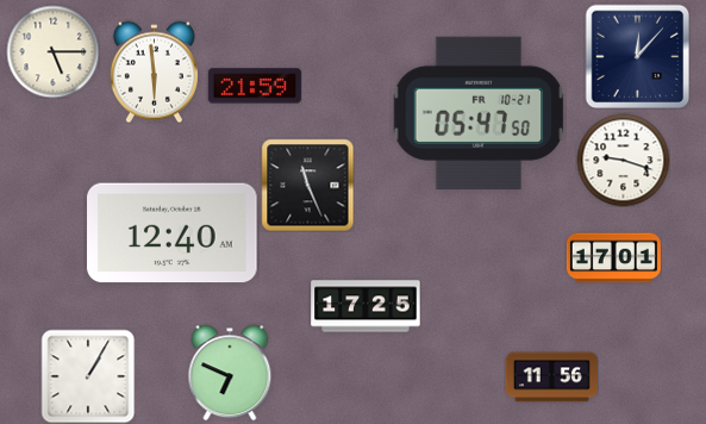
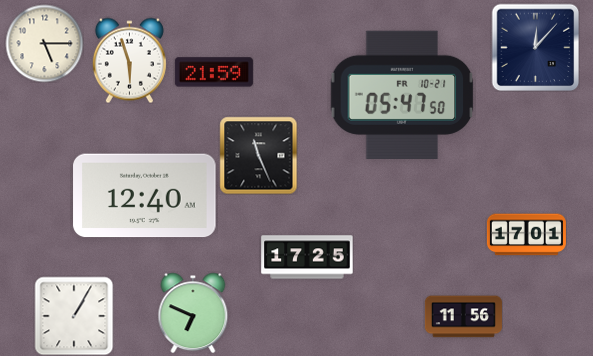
clock at (154, 71): 5:59 -> 5:57
clock at (623, 160): 9:18 -> none
clock at (613, 258) position: (613, 258) -> (526, 235)
